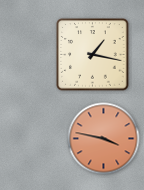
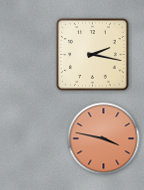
clock at (93, 55): 1:17 -> 2:17
